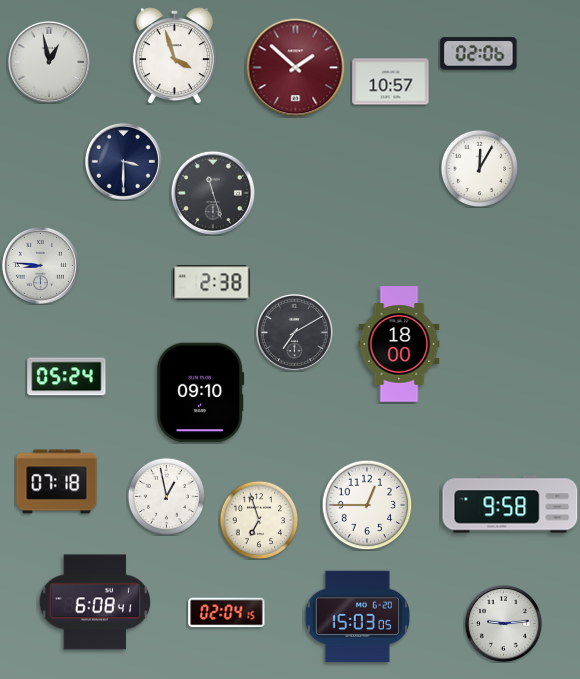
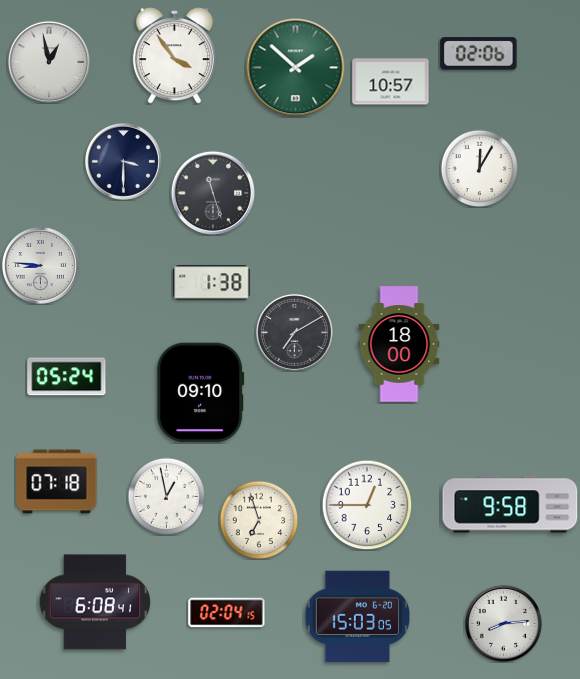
clock at (174, 56): 3:57 -> 3:54
clock at (296, 68) dial: burgundy -> green
clock at (212, 283): 2:38 -> 1:38
clock at (503, 623): 9:14 -> 8:14
